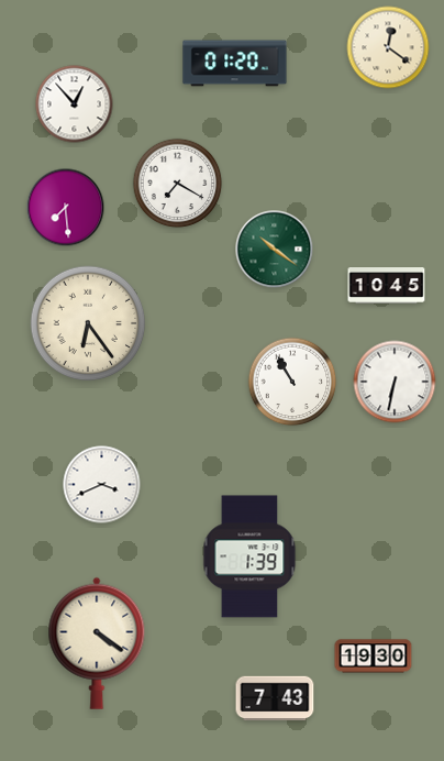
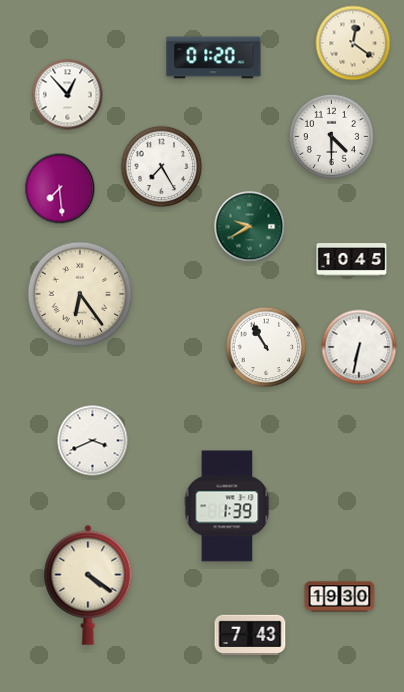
clock at (331, 136): none -> 4:30
clock at (178, 184): 7:20 -> 7:25
clock at (275, 250): 10:21 -> 9:40
